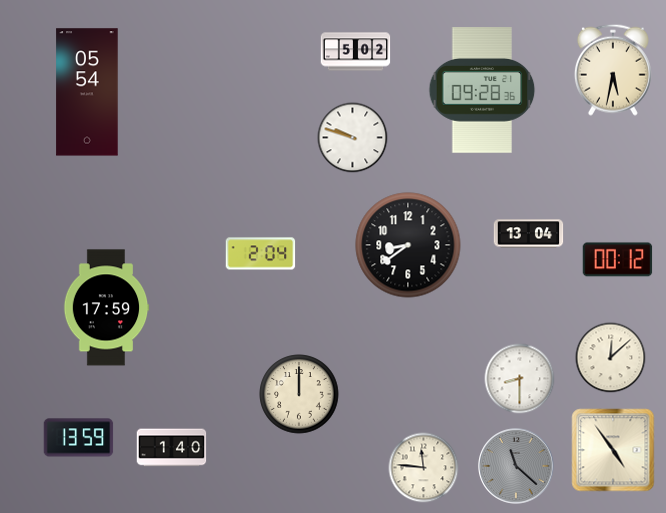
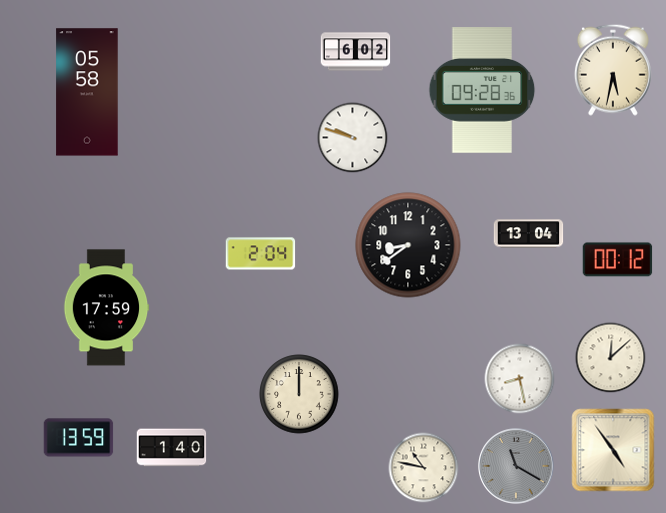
clock at (356, 52): 5:02 -> 6:02
clock at (87, 92): 05:54 -> 05:58
clock at (520, 379): 8:30 -> 8:28
clock at (516, 466): 11:22 -> 11:20
clock at (424, 468): 11:46 -> 10:47
